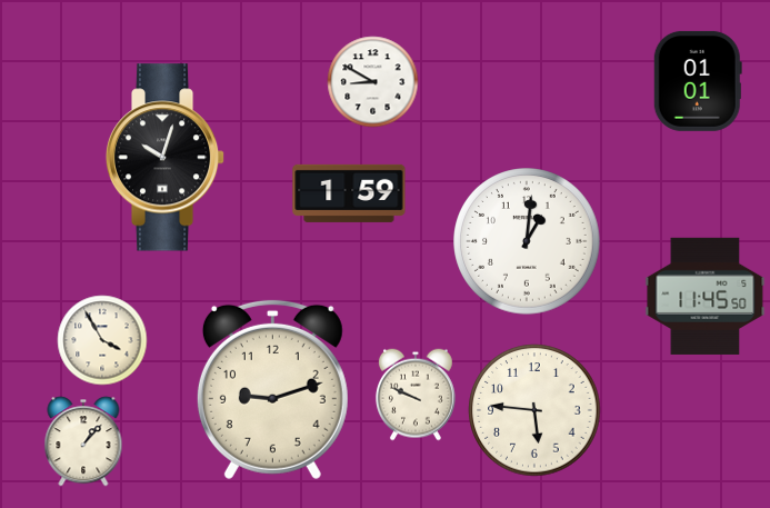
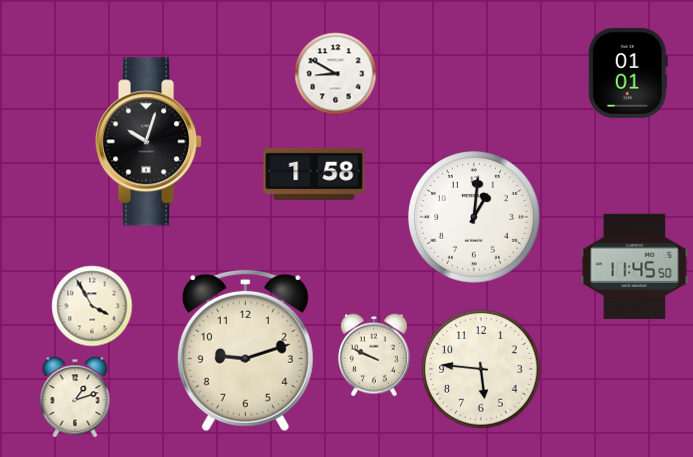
clock at (349, 193): 1:59 -> 1:58
clock at (83, 441): 1:07 -> 1:12
